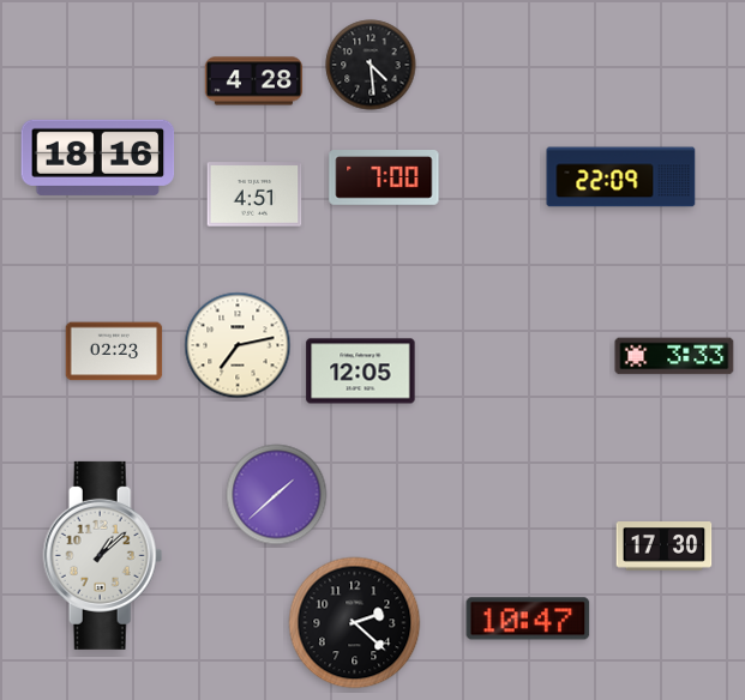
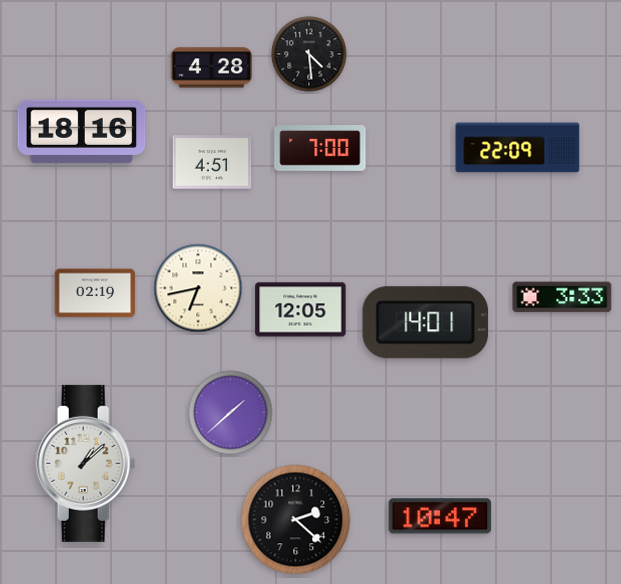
clock at (238, 345): 7:13 -> 6:43
clock at (114, 351): 02:23 -> 02:19
clock at (426, 323): none -> 14:01
clock at (665, 547): 17:30 -> none
